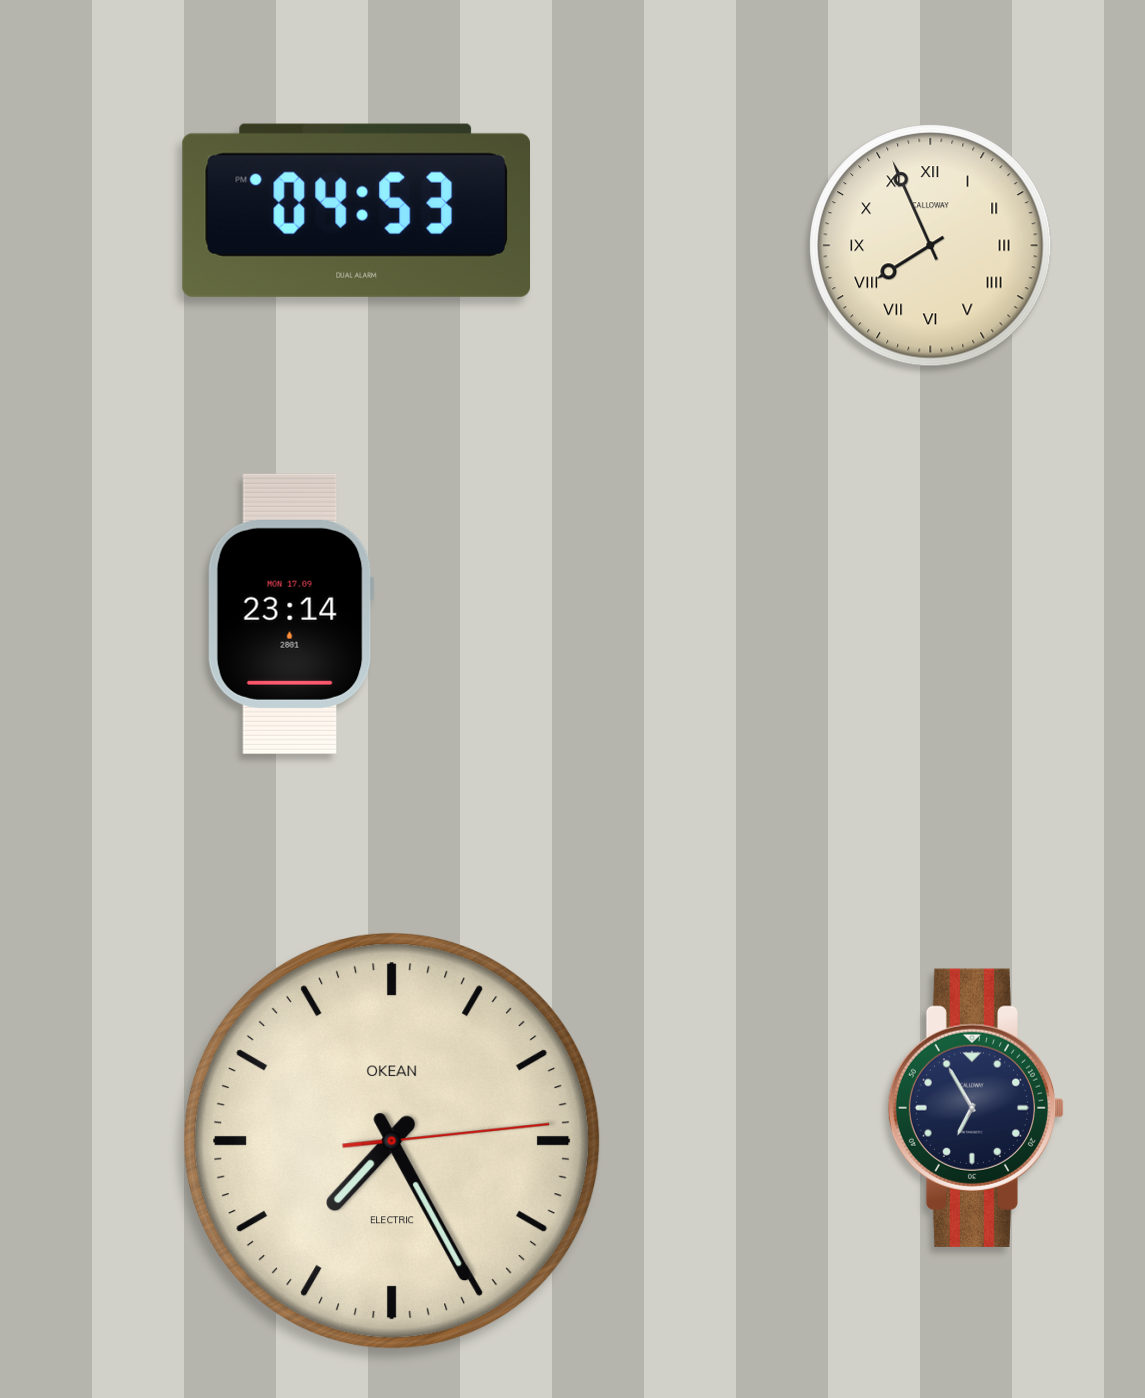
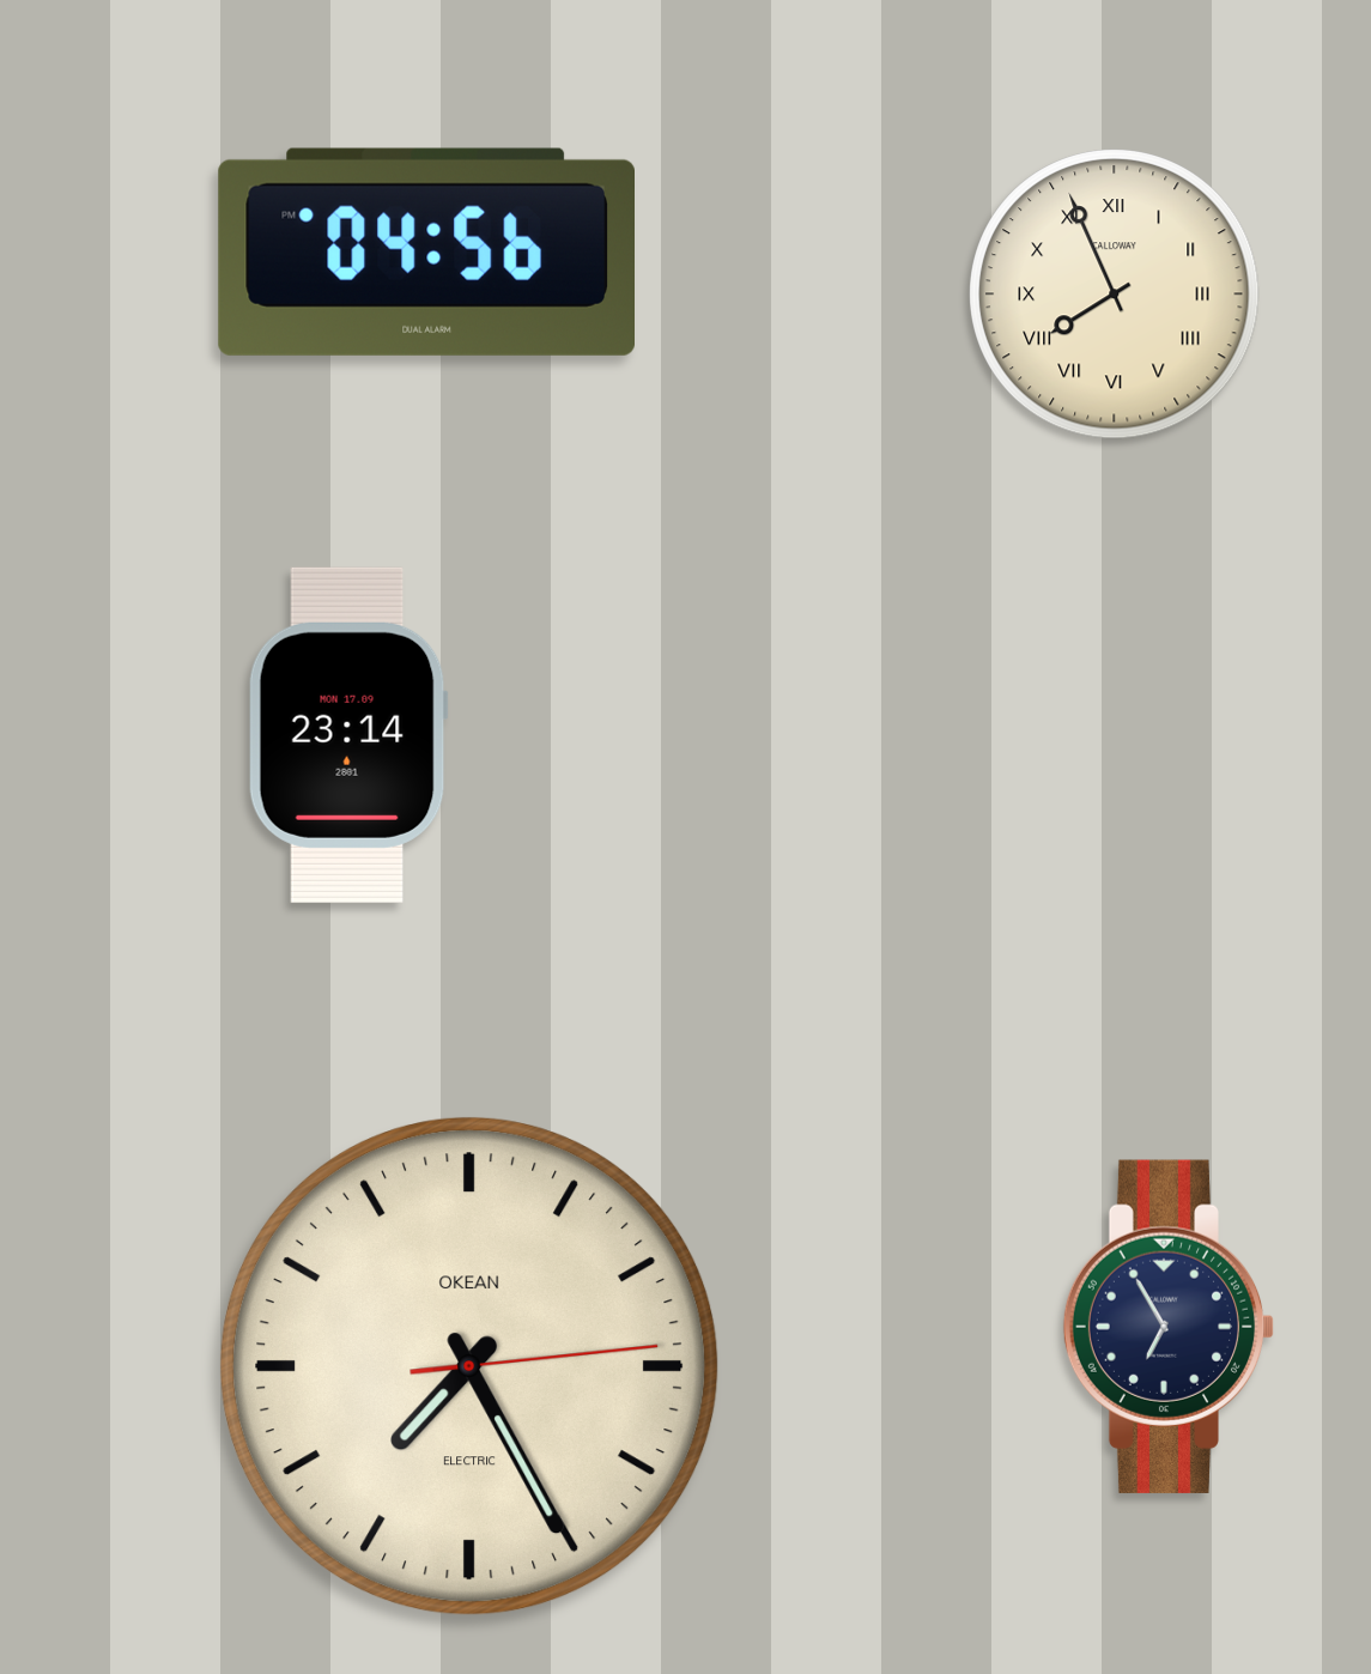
clock at (356, 210): 04:53 -> 04:56
